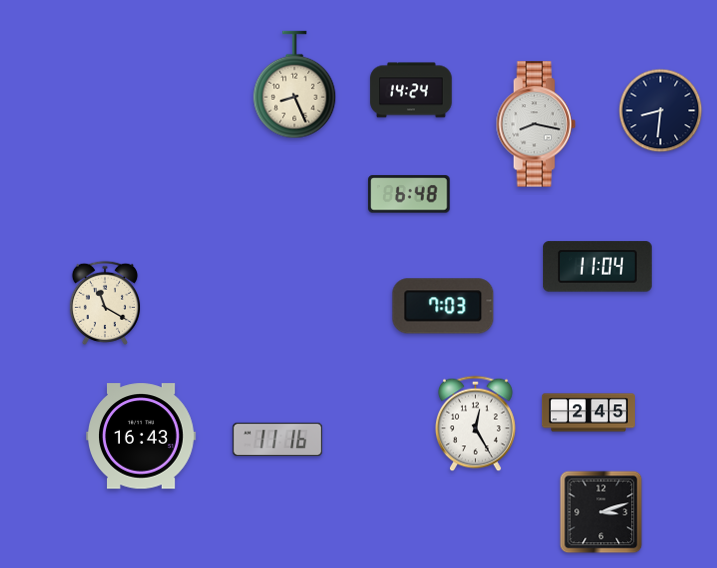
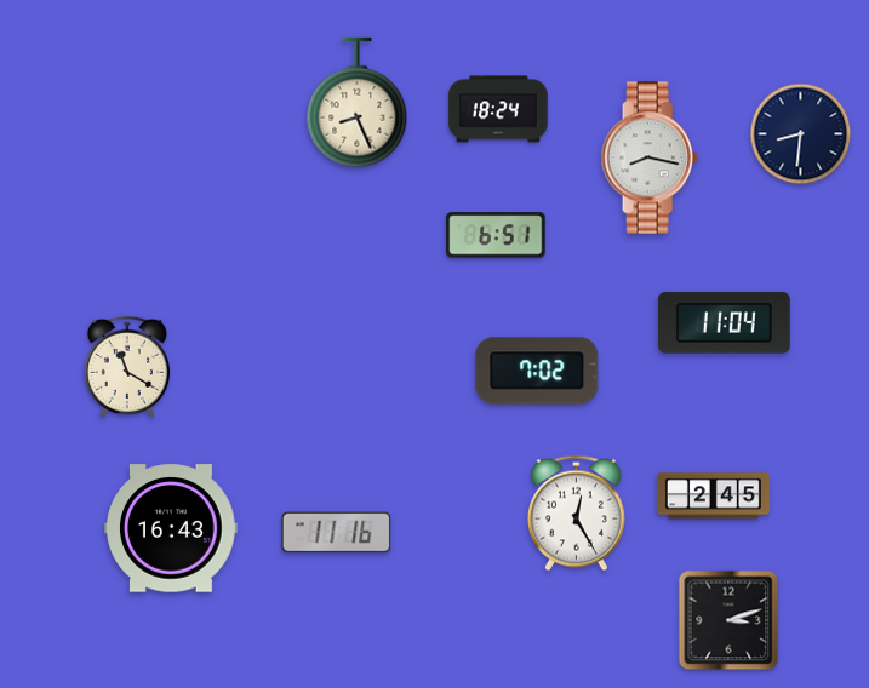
clock at (411, 90): 14:24 -> 18:24
clock at (536, 124) position: (536, 124) -> (650, 157)
clock at (409, 194): 6:48 -> 6:51
clock at (443, 306): 7:03 -> 7:02
clock at (588, 413) position: (588, 413) -> (713, 497)
